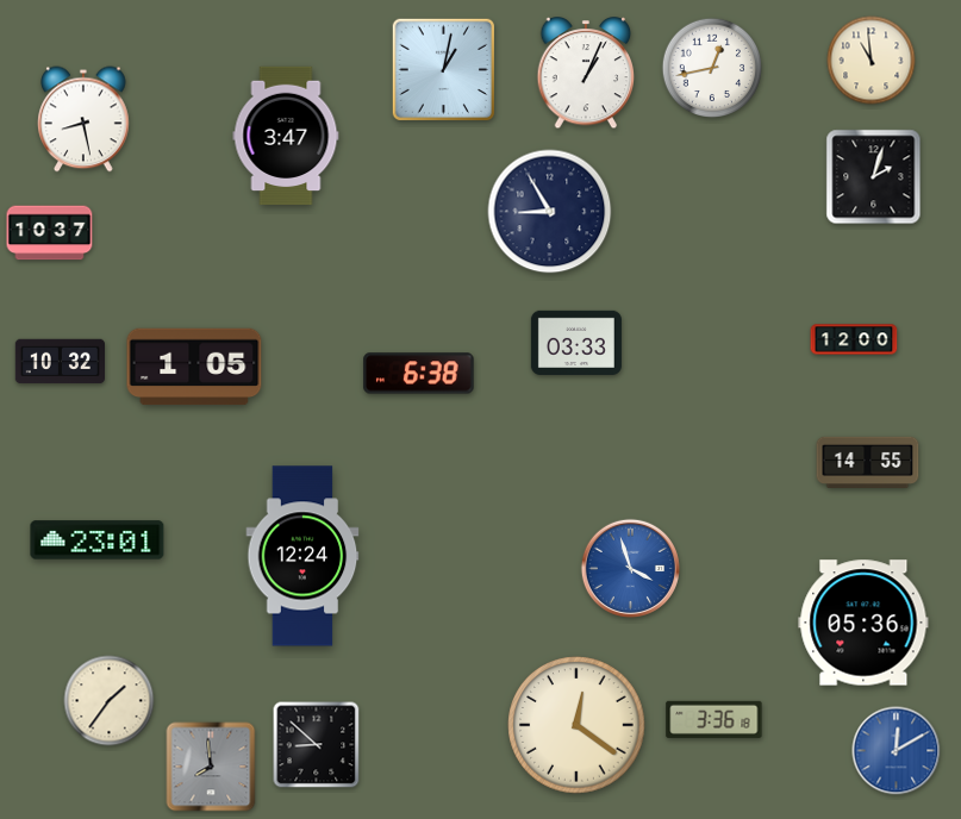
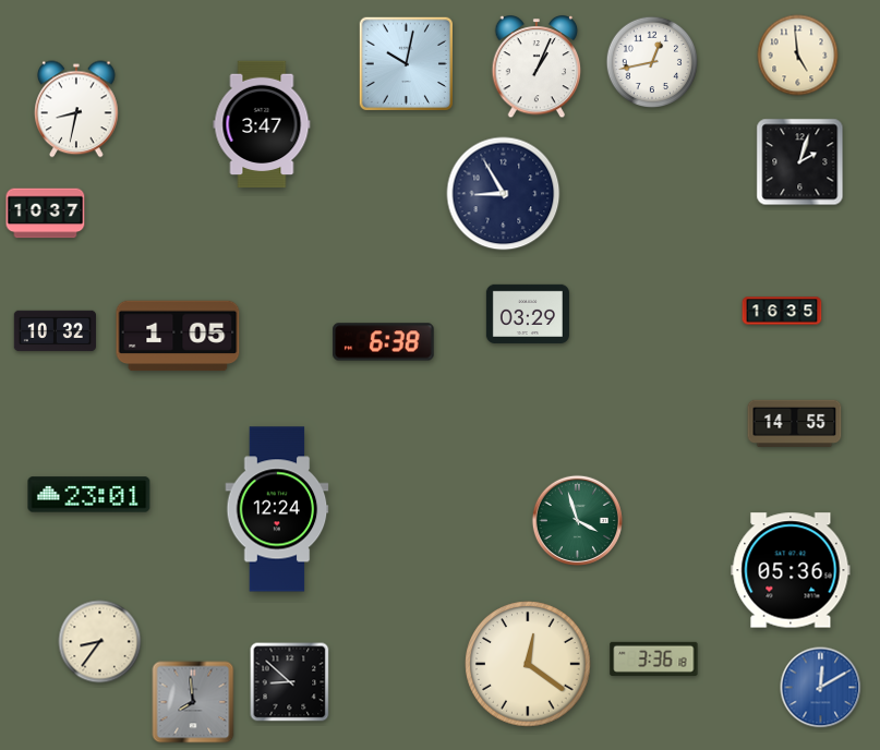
clock at (872, 61): 10:59 -> 4:59
clock at (443, 69): 1:02 -> 10:02
clock at (83, 119): 8:28 -> 8:32
clock at (854, 339): 12:00 -> 16:35
clock at (576, 343): 03:33 -> 03:29
clock at (630, 568) dial: blue -> green
clock at (110, 701): 1:36 -> 8:36
